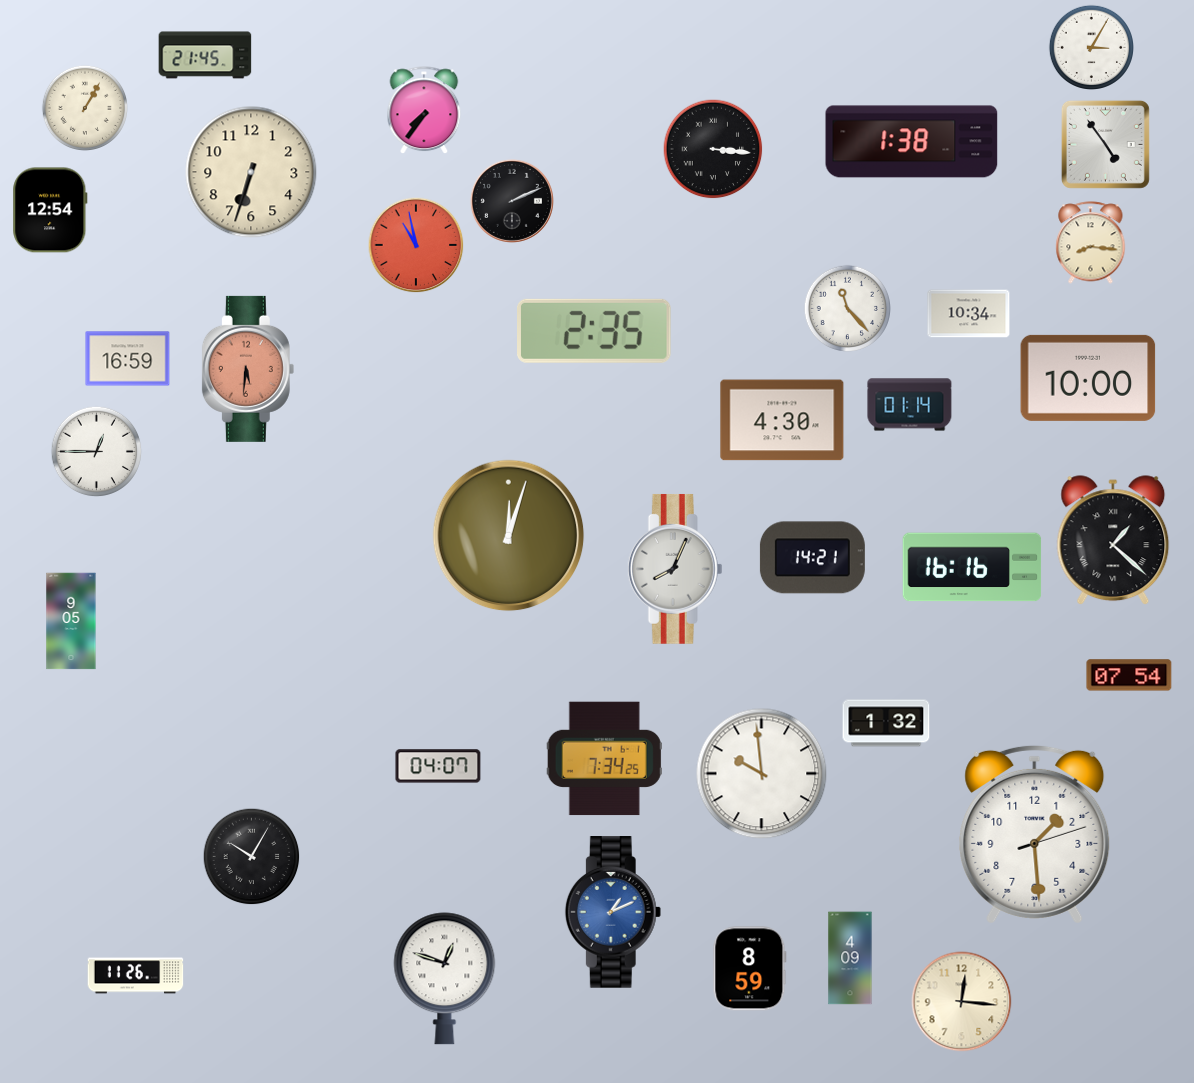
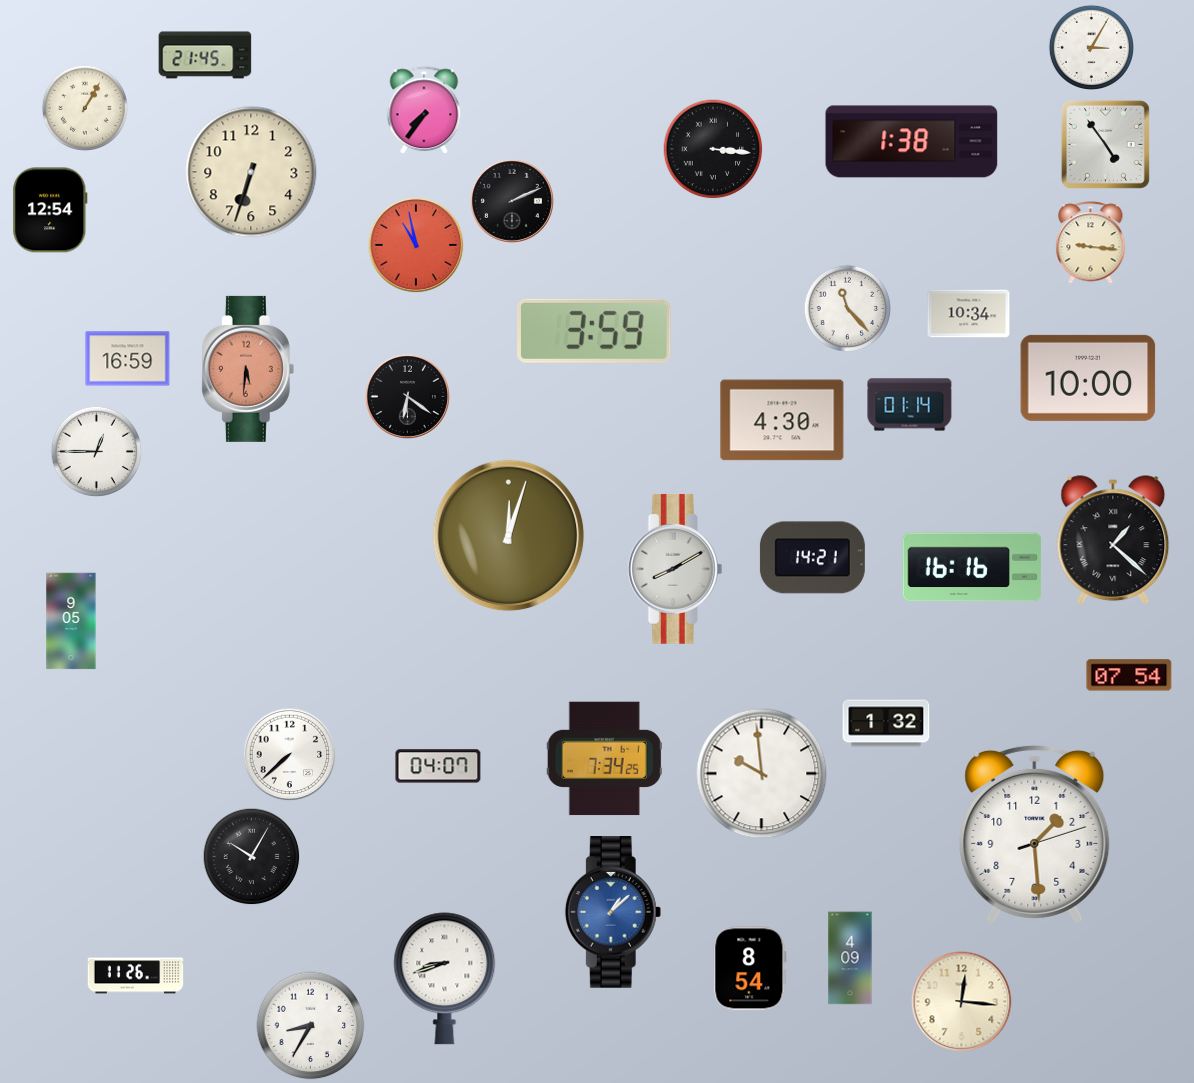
clock at (1091, 243): 8:16 -> 9:16
clock at (595, 331): 2:35 -> 3:59
clock at (407, 396): none -> 6:21
clock at (675, 569): 8:04 -> 8:10
clock at (289, 754): none -> 7:38
clock at (613, 912): 1:11 -> 1:08
clock at (750, 969): 8:59 -> 8:54
clock at (445, 979): 12:48 -> 8:42
clock at (311, 1026): none -> 8:35
